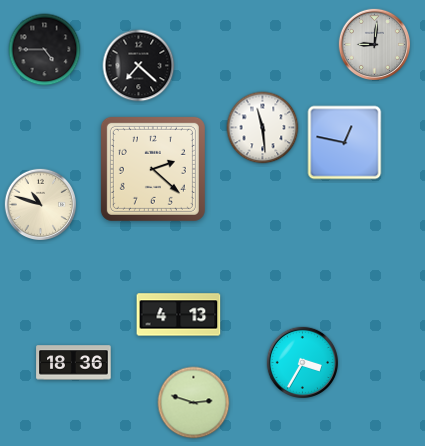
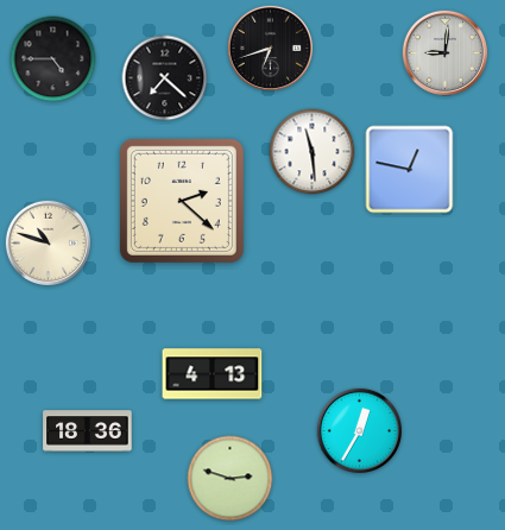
clock at (270, 48): none -> 6:42
clock at (302, 362): 3:35 -> 12:35
